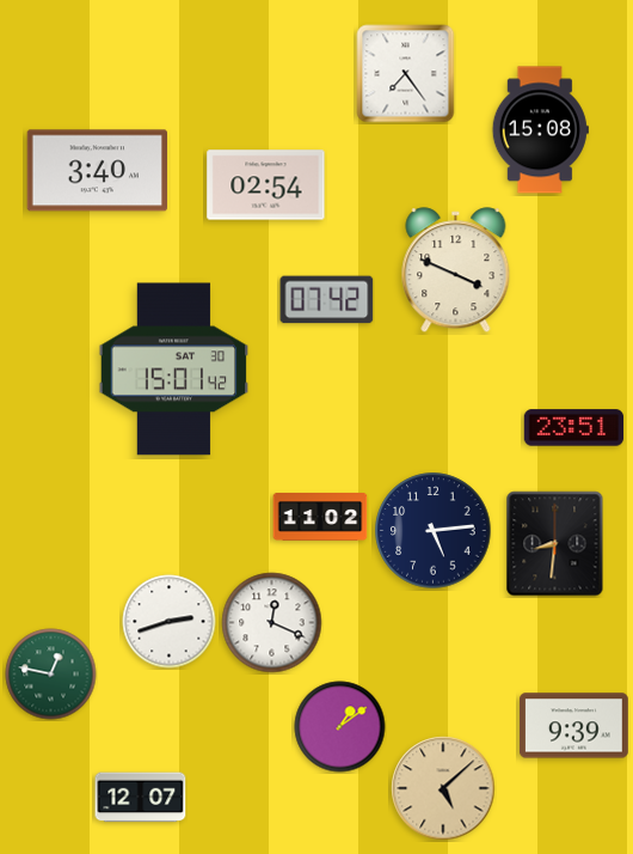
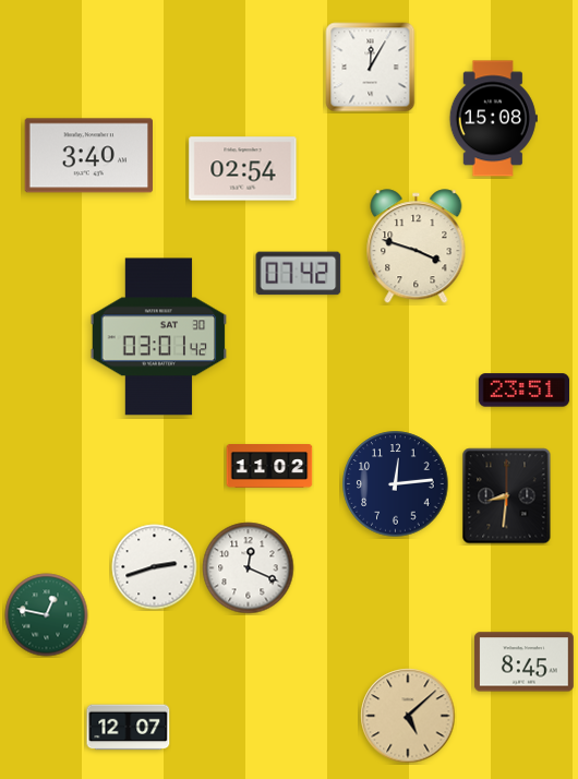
clock at (406, 74): 7:24 -> 12:05
clock at (456, 270): 3:49 -> 3:48
clock at (174, 370): 15:01 -> 03:01
clock at (320, 517) position: (320, 517) -> (269, 466)
clock at (434, 531): 5:14 -> 12:14
clock at (574, 726): 9:39 -> 8:45
clock at (340, 727): 1:09 -> none
clock at (443, 788) position: (443, 788) -> (408, 716)
